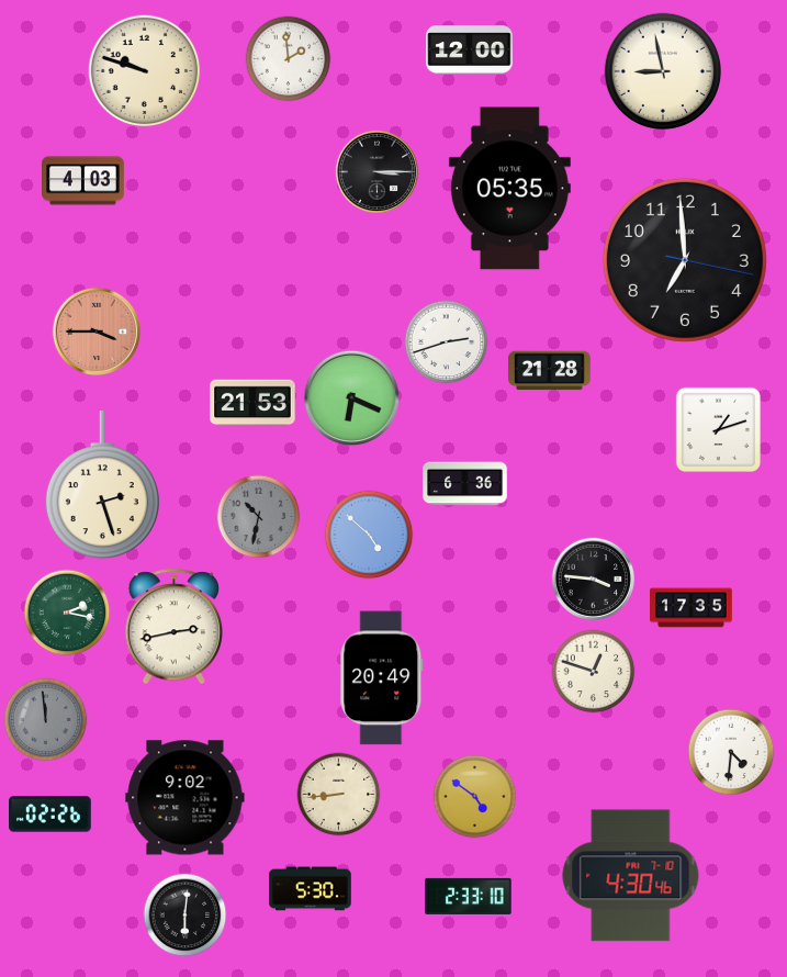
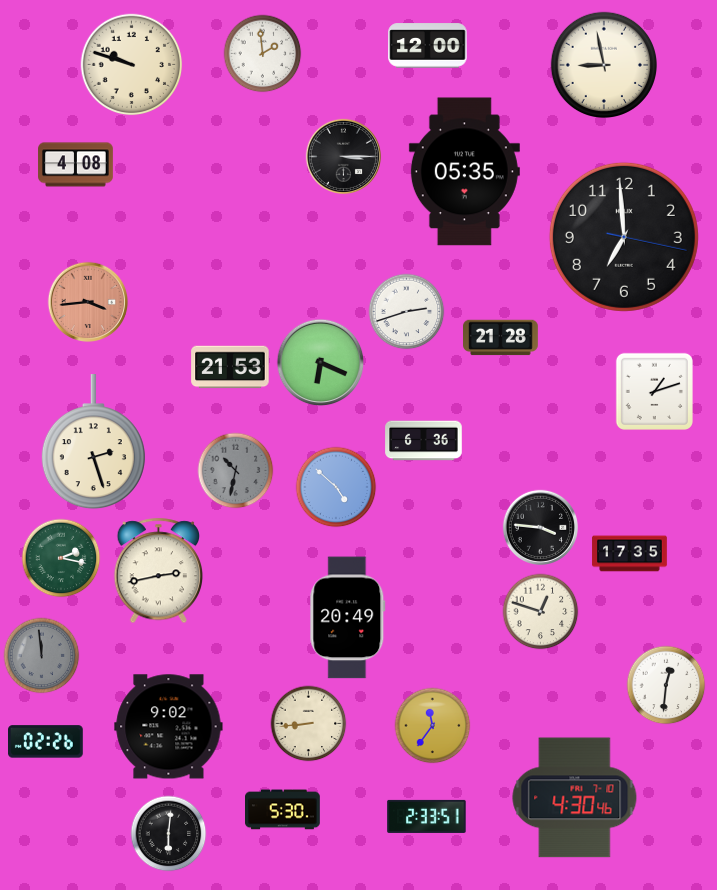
clock at (83, 181): 4:03 -> 4:08
clock at (97, 332): 3:45 -> 3:44
clock at (731, 752): 4:31 -> 12:31
clock at (475, 797): 4:51 -> 11:36
clock at (469, 896): 2:33:10 -> 2:33:51
